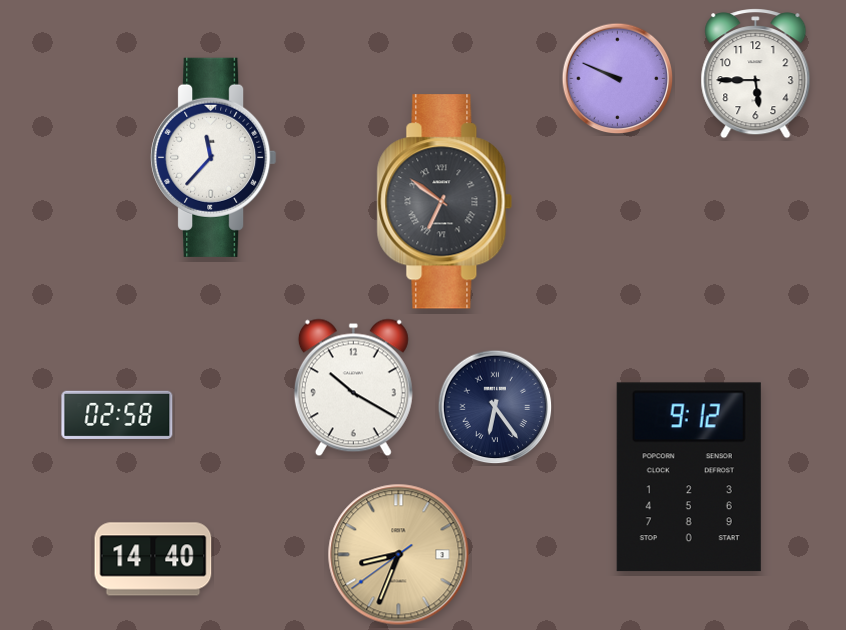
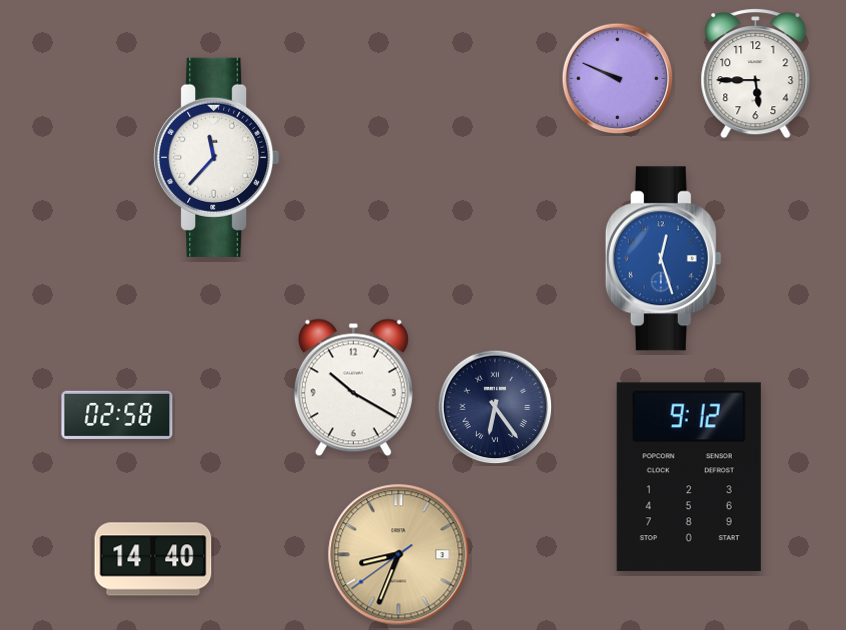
clock at (214, 157) position: (214, 157) -> (217, 157)
clock at (445, 202): 6:51 -> none
clock at (663, 259): none -> 12:27
